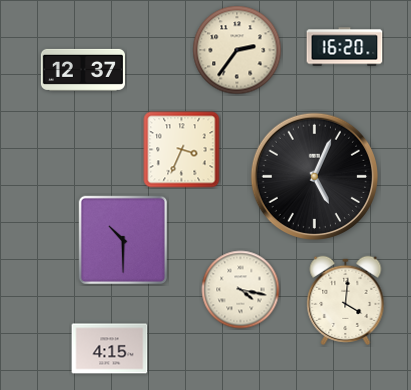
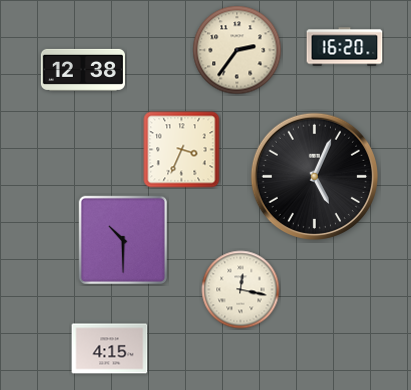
clock at (83, 70): 12:37 -> 12:38
clock at (241, 290): 4:17 -> 12:17
clock at (346, 300): 4:01 -> none
